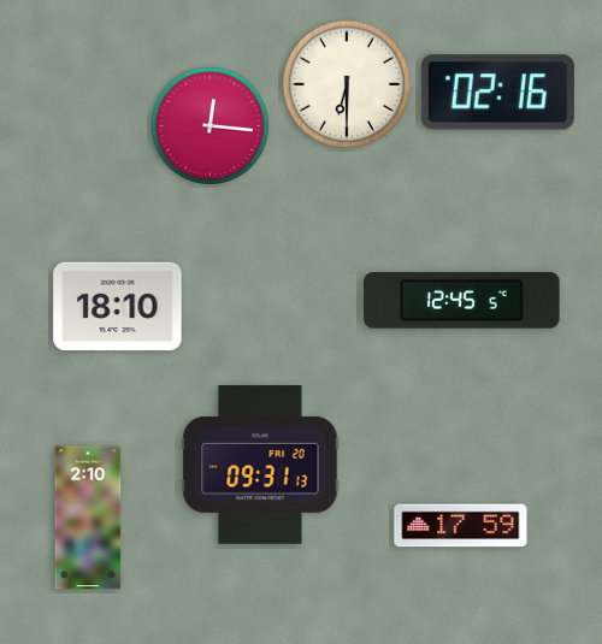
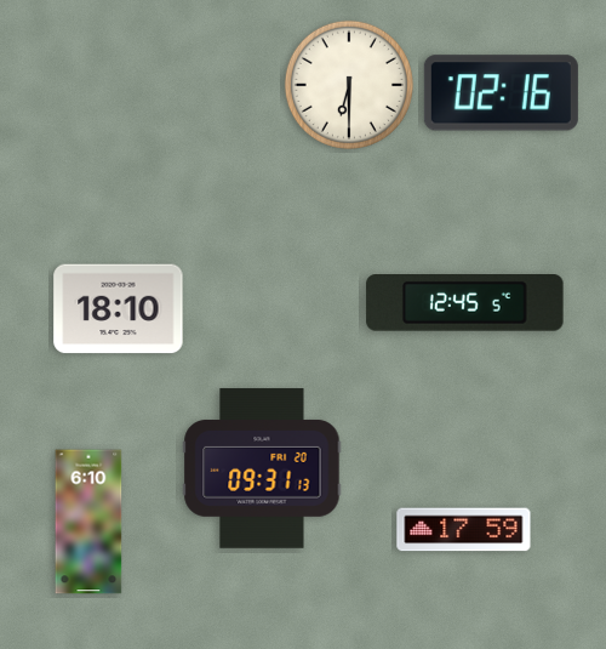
clock at (209, 125): 12:16 -> none
clock at (88, 518): 2:10 -> 6:10
